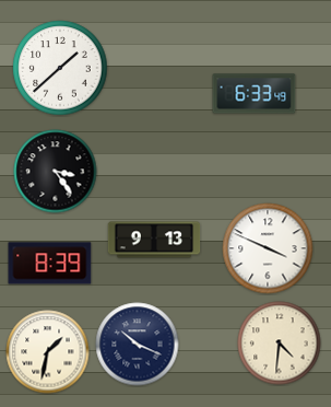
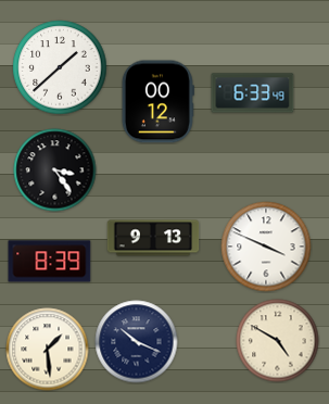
clock at (157, 102): none -> 00:12
clock at (280, 344): 4:31 -> 4:50
clock at (48, 352): 1:32 -> 1:29
